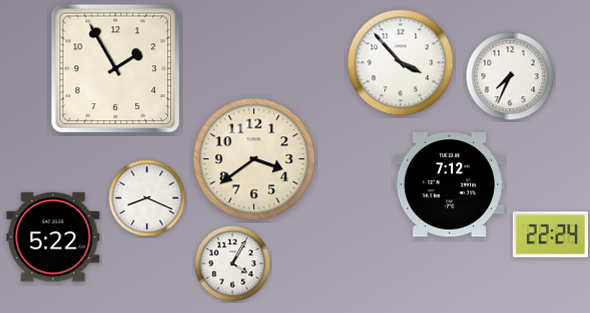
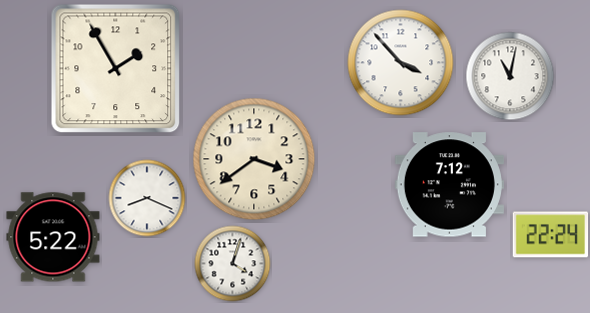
clock at (510, 76): 7:34 -> 11:02
clock at (233, 264): 4:05 -> 4:03
